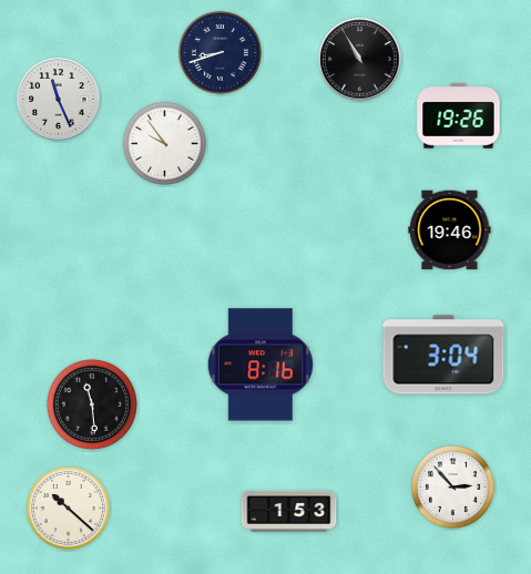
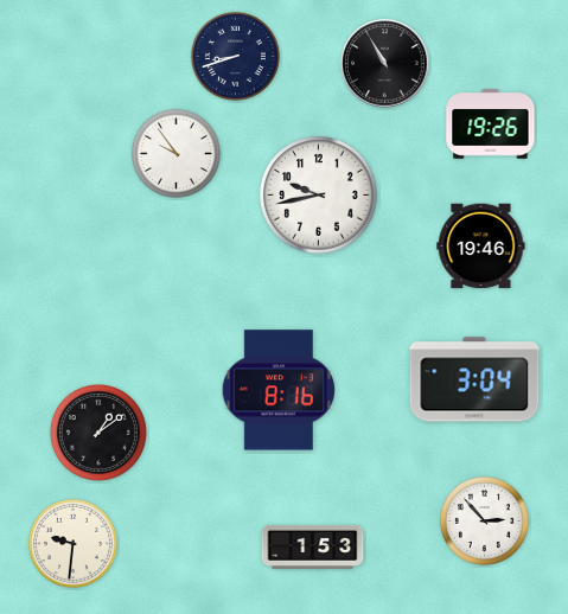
clock at (59, 100): 11:26 -> none
clock at (319, 196): none -> 9:43
clock at (92, 404): 11:29 -> 1:09
clock at (68, 508): 10:22 -> 9:31
clock at (289, 511) position: (289, 511) -> (313, 546)
